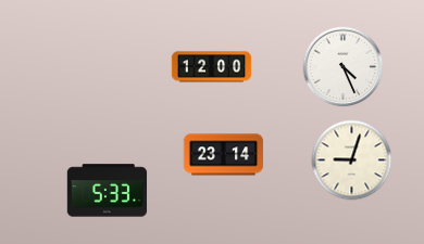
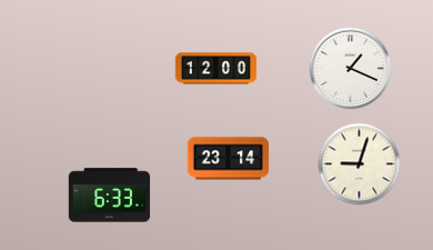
clock at (344, 67): 4:26 -> 1:19
clock at (108, 191): 5:33 -> 6:33
